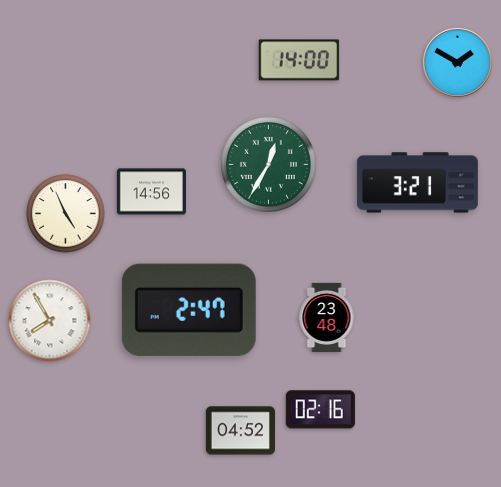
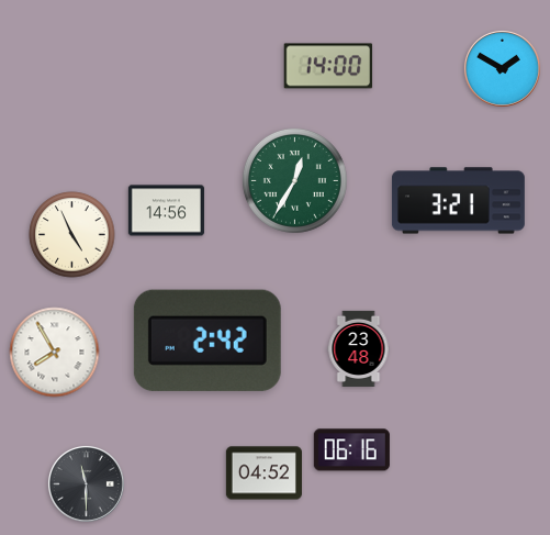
clock at (189, 310): 2:47 -> 2:42
clock at (320, 410): 02:16 -> 06:16
clock at (86, 483): none -> 11:30
